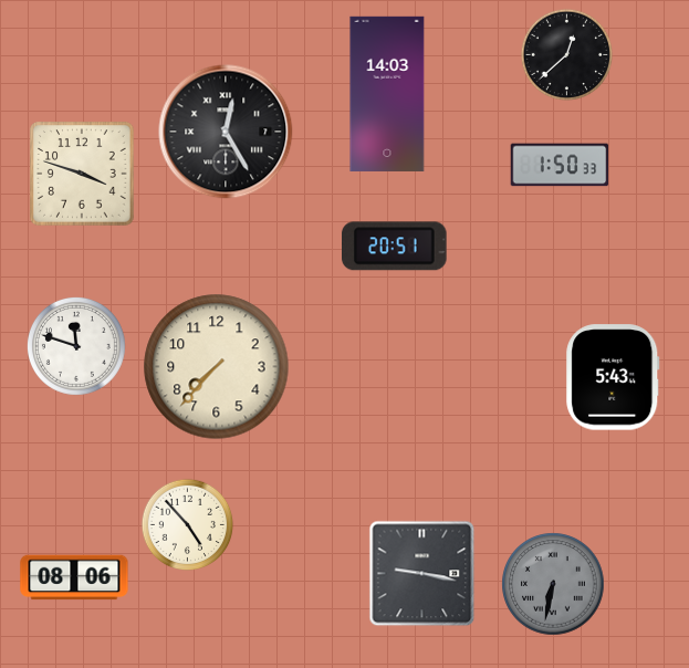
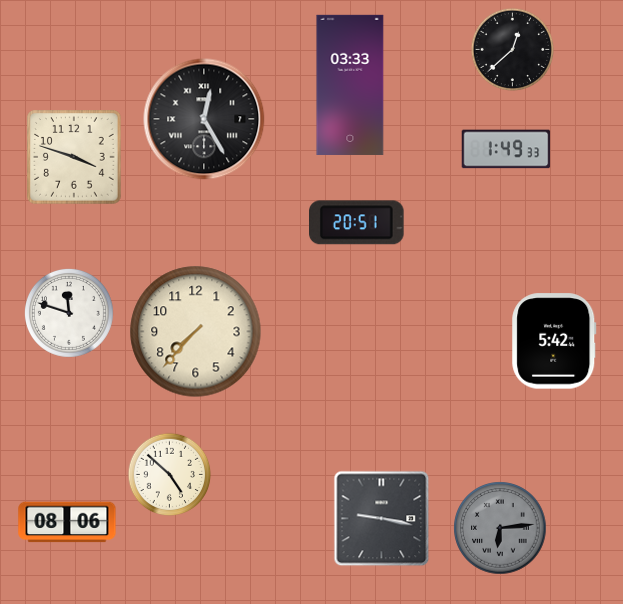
clock at (387, 94): 14:03 -> 03:33
clock at (560, 165): 1:50 -> 1:49
clock at (613, 377): 5:43 -> 5:42
clock at (188, 525): 4:53 -> 4:52
clock at (553, 584): 6:32 -> 6:14
